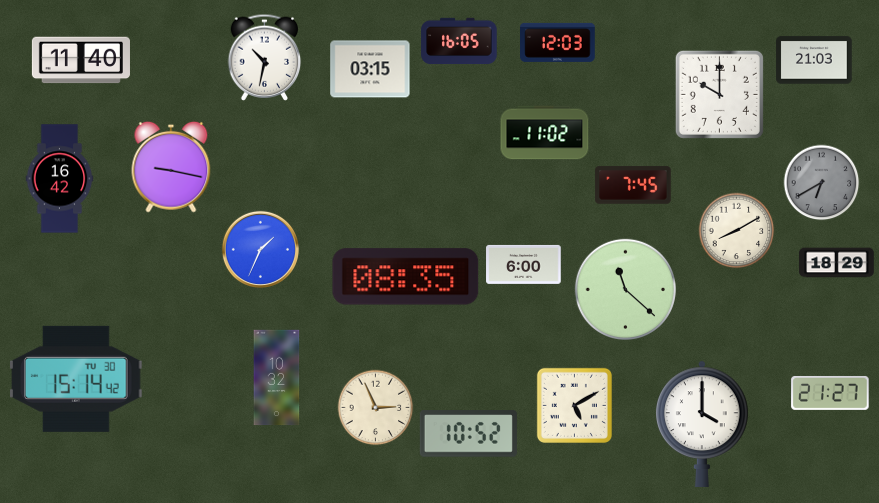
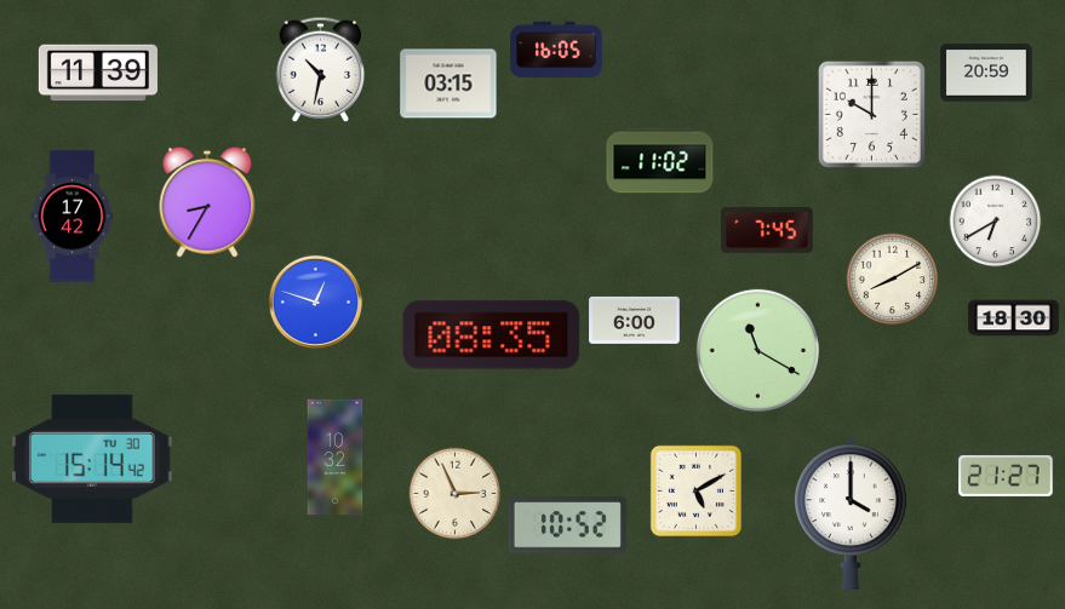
clock at (558, 42): 12:03 -> none
clock at (81, 60): 11:40 -> 11:39
clock at (814, 60): 21:03 -> 20:59
clock at (171, 167): 9:17 -> 8:35
clock at (60, 179): 16:42 -> 17:42
clock at (822, 183) dial: grey -> white
clock at (633, 185) position: (633, 185) -> (767, 230)
clock at (260, 249): 1:34 -> 12:48
clock at (837, 263): 18:29 -> 18:30
clock at (625, 289): 11:22 -> 11:20
